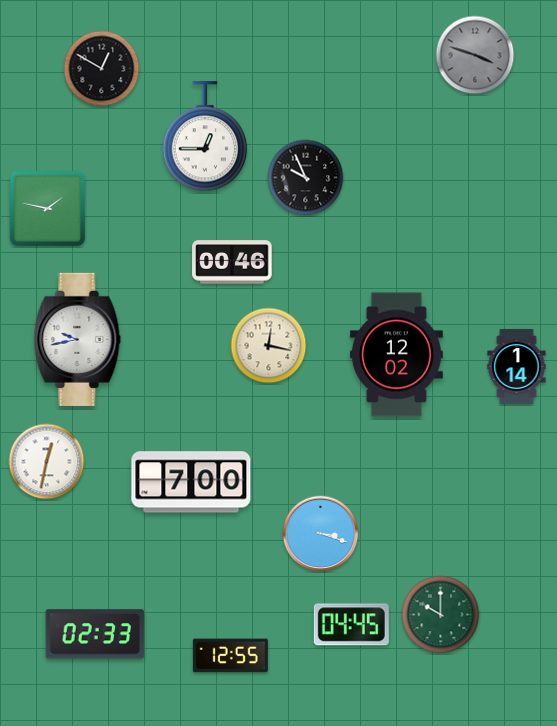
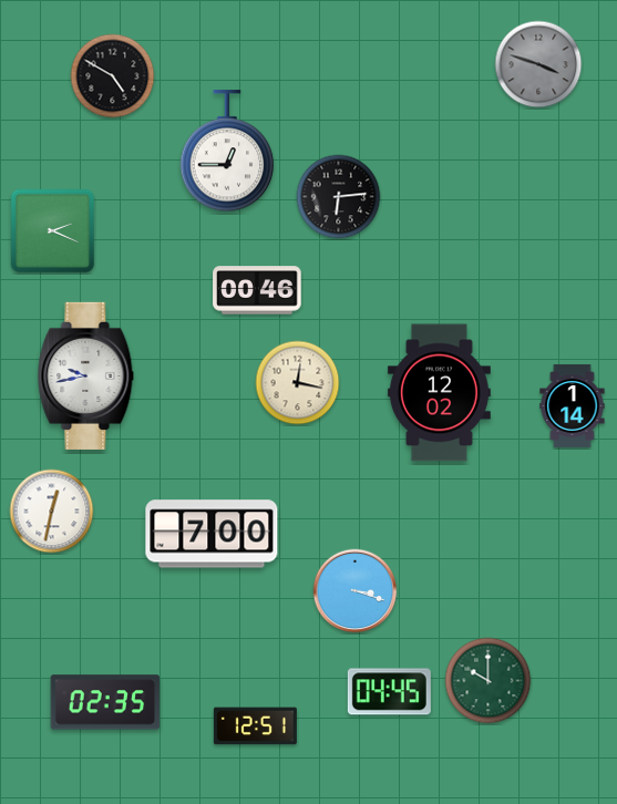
clock at (475, 55) position: (475, 55) -> (538, 64)
clock at (102, 69): 12:50 -> 4:50
clock at (306, 178): 9:56 -> 6:14
clock at (48, 209): 1:47 -> 2:19
clock at (95, 634): 02:33 -> 02:35
clock at (230, 656): 12:55 -> 12:51
